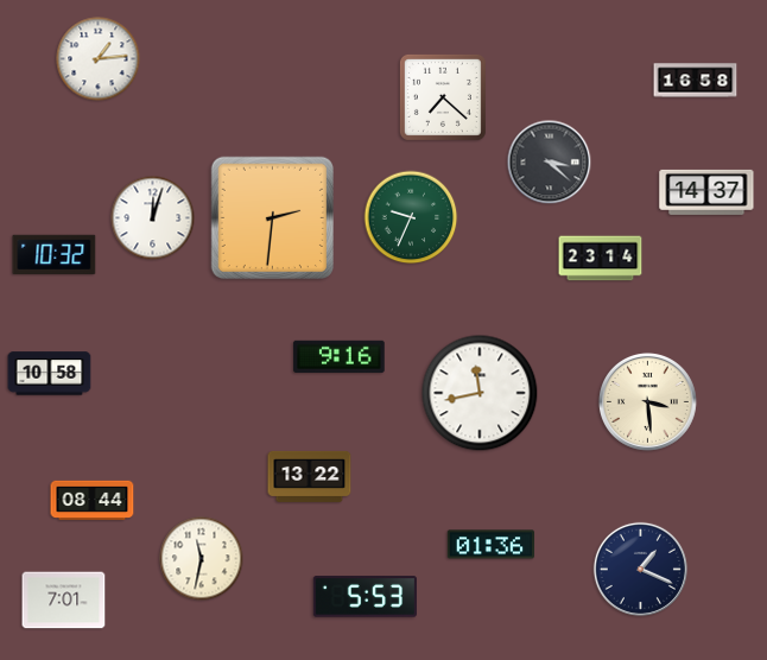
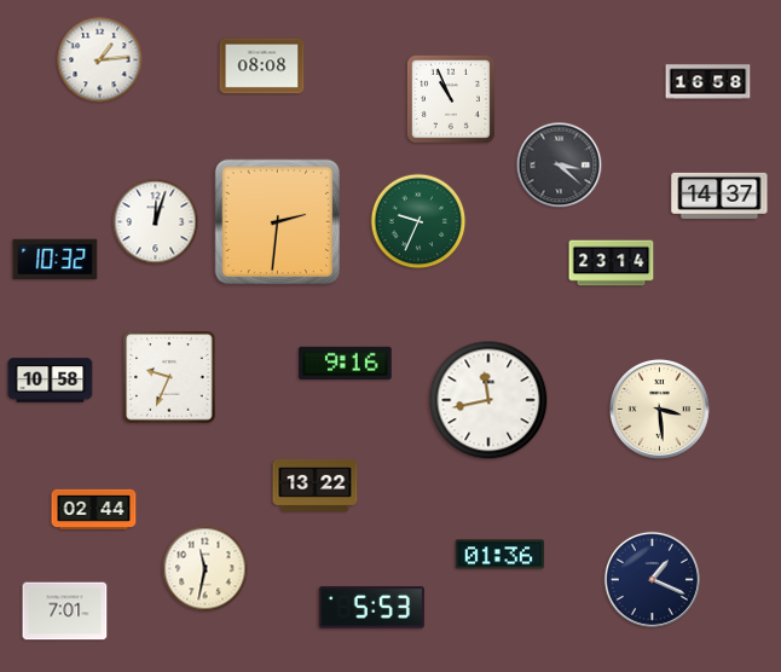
clock at (262, 66): none -> 08:08
clock at (443, 97): 7:22 -> 10:56
clock at (169, 377): none -> 9:34
clock at (93, 501): 08:44 -> 02:44
